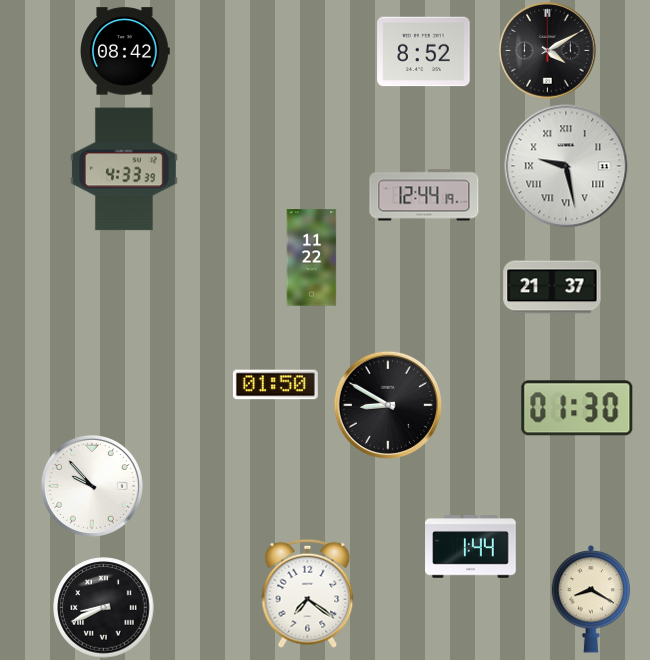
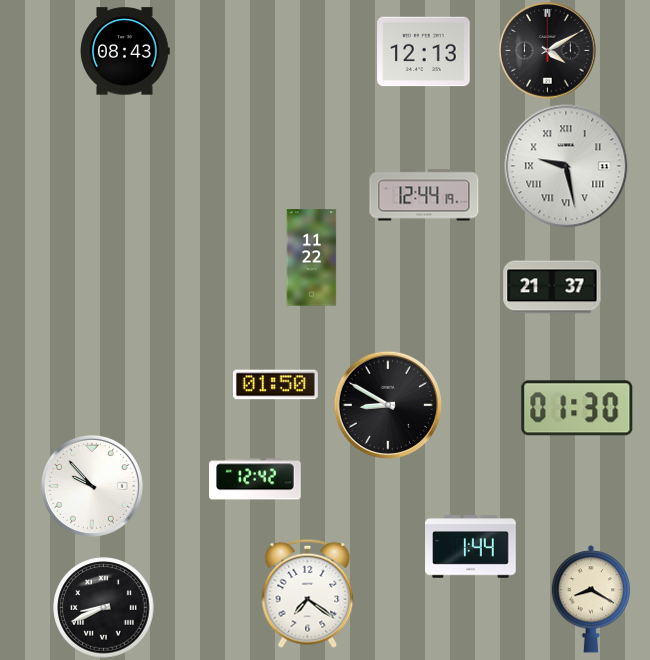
clock at (126, 51): 08:42 -> 08:43
clock at (424, 52): 8:52 -> 12:13
clock at (124, 169): 4:33 -> none
clock at (255, 479): none -> 12:42
